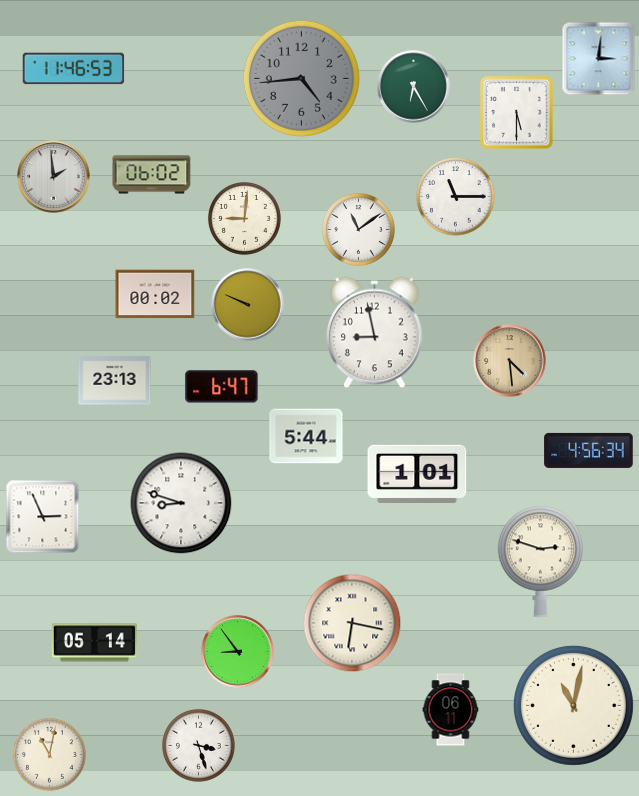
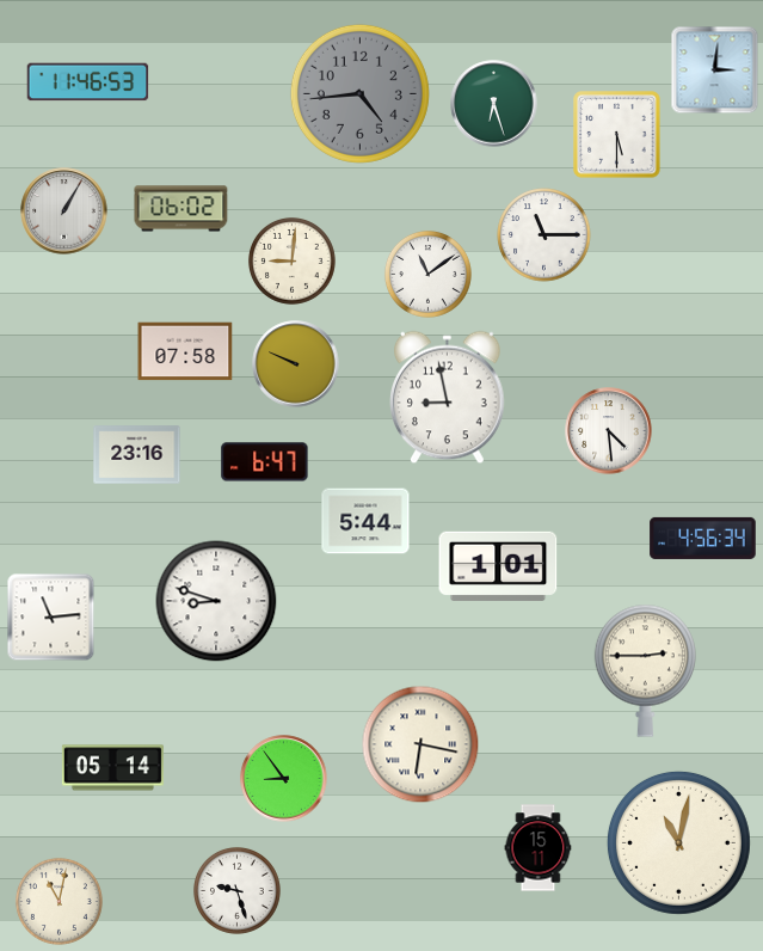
clock at (414, 87): 6:25 -> 6:27
clock at (54, 177): 1:59 -> 1:05
clock at (155, 294): 00:02 -> 07:58
clock at (510, 361) dial: champagne -> white
clock at (115, 381): 23:13 -> 23:16
clock at (43, 517): 2:56 -> 11:14
clock at (540, 561): 2:48 -> 2:45
clock at (573, 705) position: (573, 705) -> (678, 842)
clock at (451, 710): 06:11 -> 15:11
clock at (198, 745): 3:27 -> 9:27
